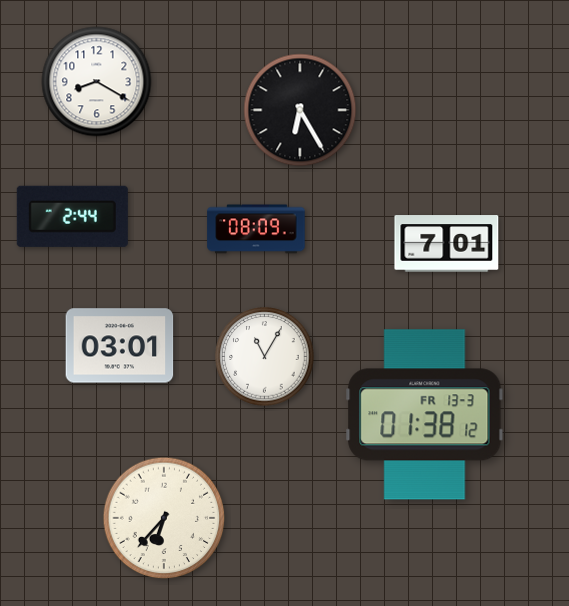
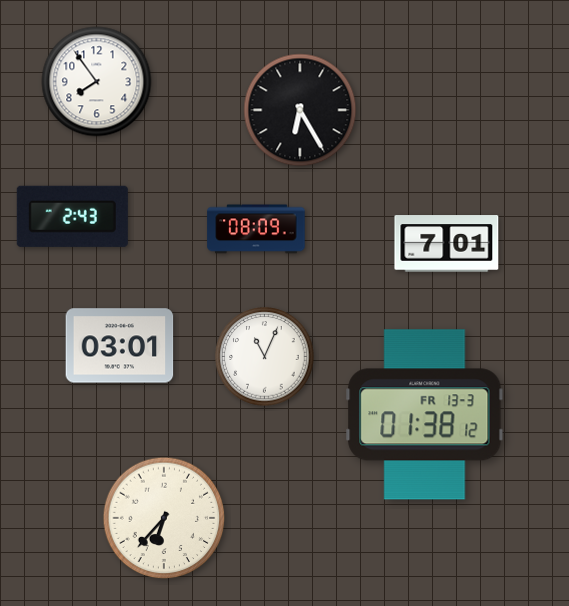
clock at (97, 82): 8:20 -> 7:54
clock at (72, 216): 2:44 -> 2:43
clock at (265, 357): 11:05 -> 11:04
